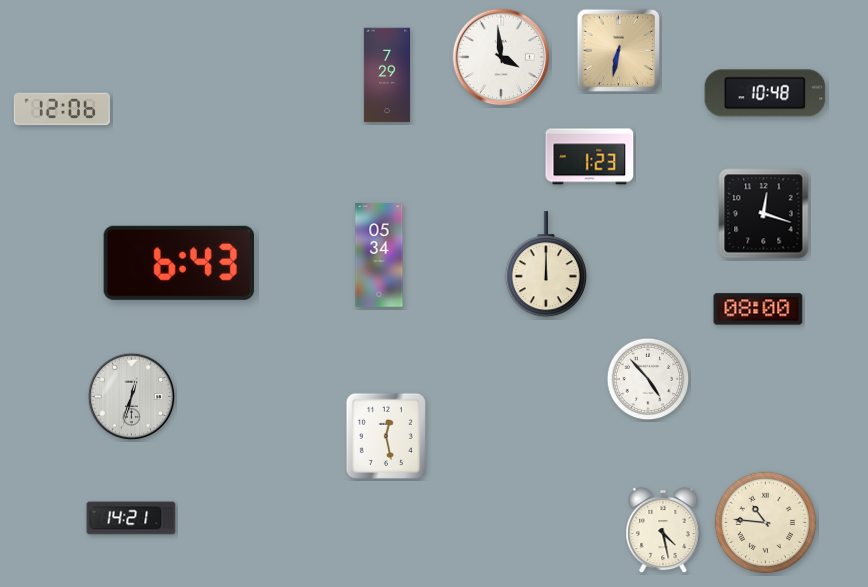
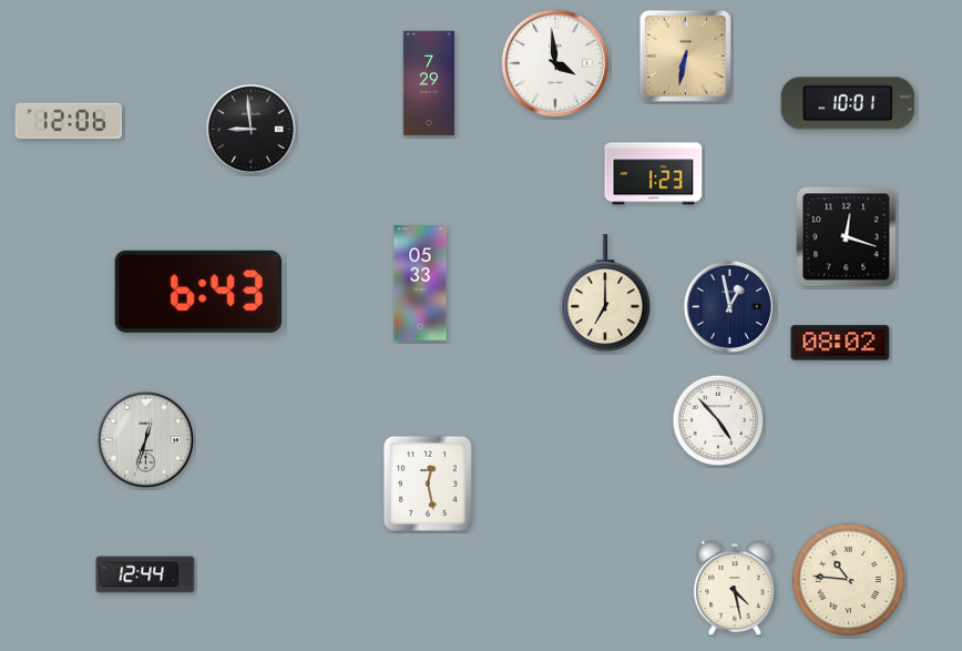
clock at (765, 93): 10:48 -> 10:01
clock at (250, 129): none -> 8:59
clock at (379, 255): 05:34 -> 05:33
clock at (546, 265): 12:00 -> 7:00
clock at (729, 306): none -> 12:58
clock at (758, 309): 08:00 -> 08:02
clock at (131, 518): 14:21 -> 12:44
